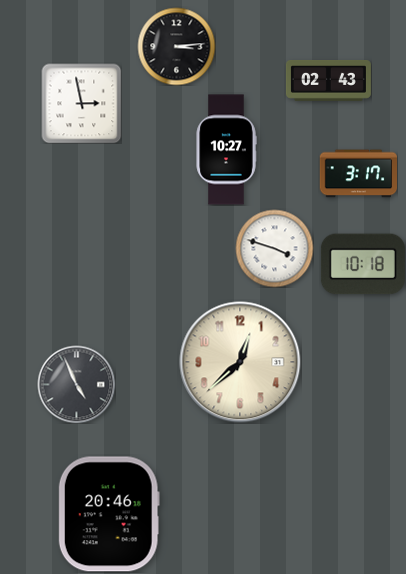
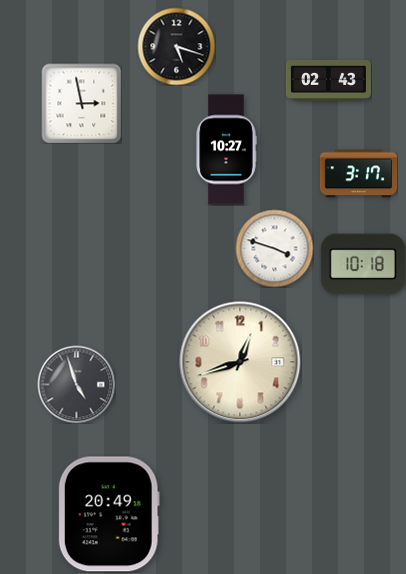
clock at (176, 46): 3:14 -> 5:18
clock at (240, 362): 12:38 -> 12:42
clock at (76, 384): 4:56 -> 4:57
clock at (109, 514): 20:46 -> 20:49
